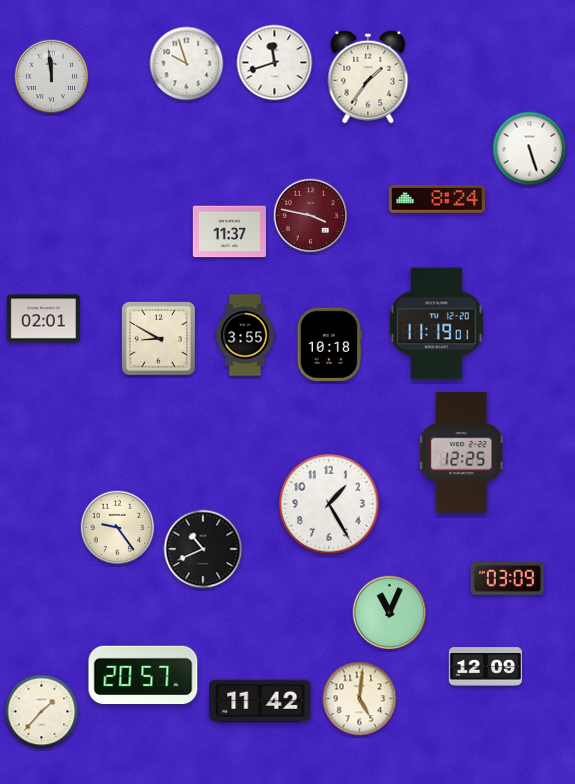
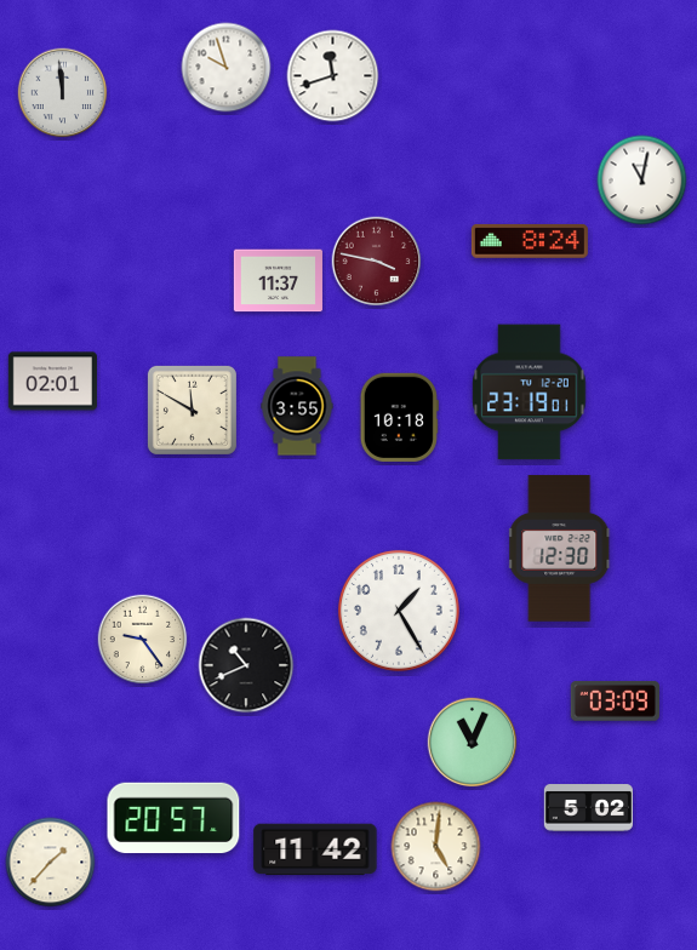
clock at (187, 64) position: (187, 64) -> (227, 68)
clock at (368, 77): 1:36 -> none
clock at (530, 149): 5:27 -> 11:02
clock at (43, 319) position: (43, 319) -> (52, 382)
clock at (437, 324): 11:19 -> 23:19
clock at (158, 338): 8:50 -> 11:50
clock at (462, 453): 12:25 -> 12:30
clock at (485, 667): 12:09 -> 5:02
